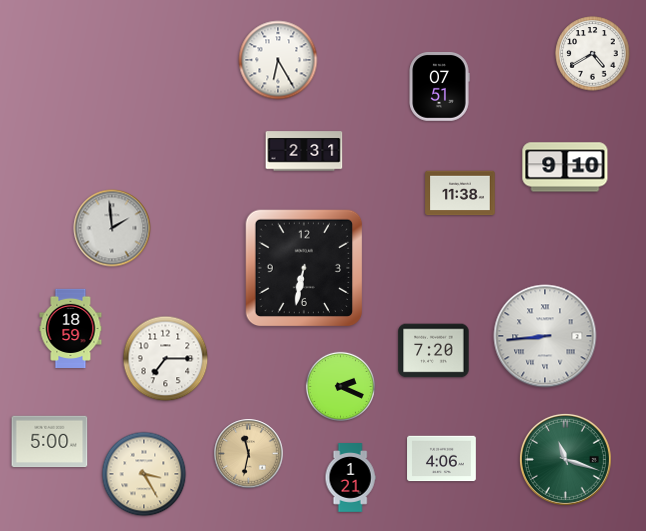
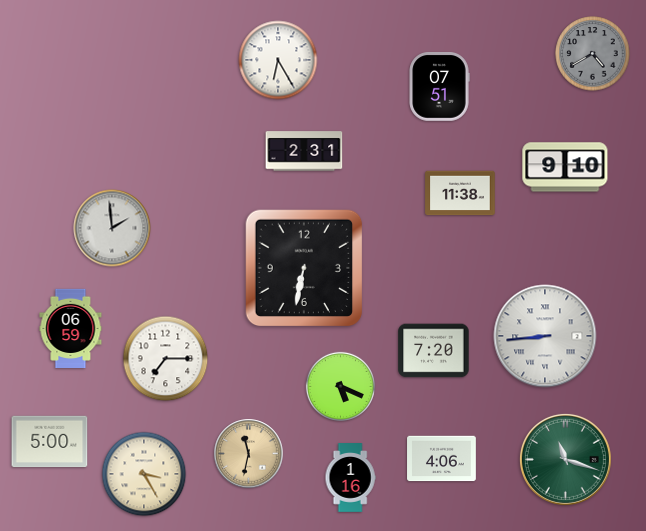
clock at (593, 54) dial: white -> grey
clock at (71, 328): 18:59 -> 06:59
clock at (340, 386): 2:19 -> 5:19
clock at (350, 478): 1:21 -> 1:16
